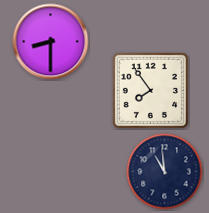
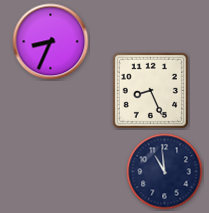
clock at (51, 42): 8:30 -> 8:34
clock at (150, 90): 7:54 -> 8:26
